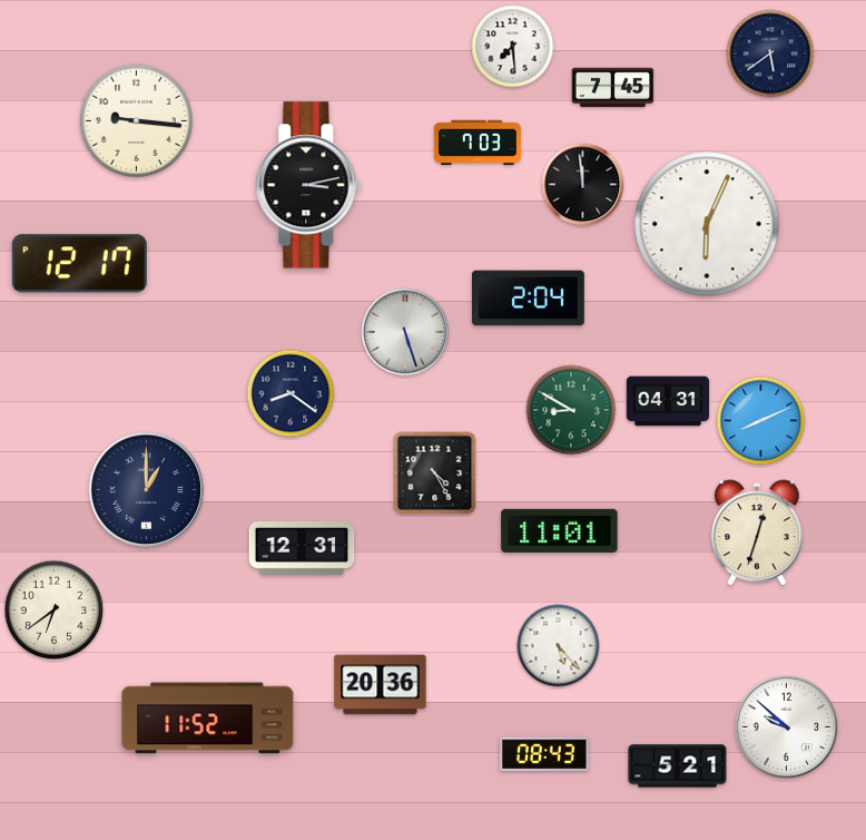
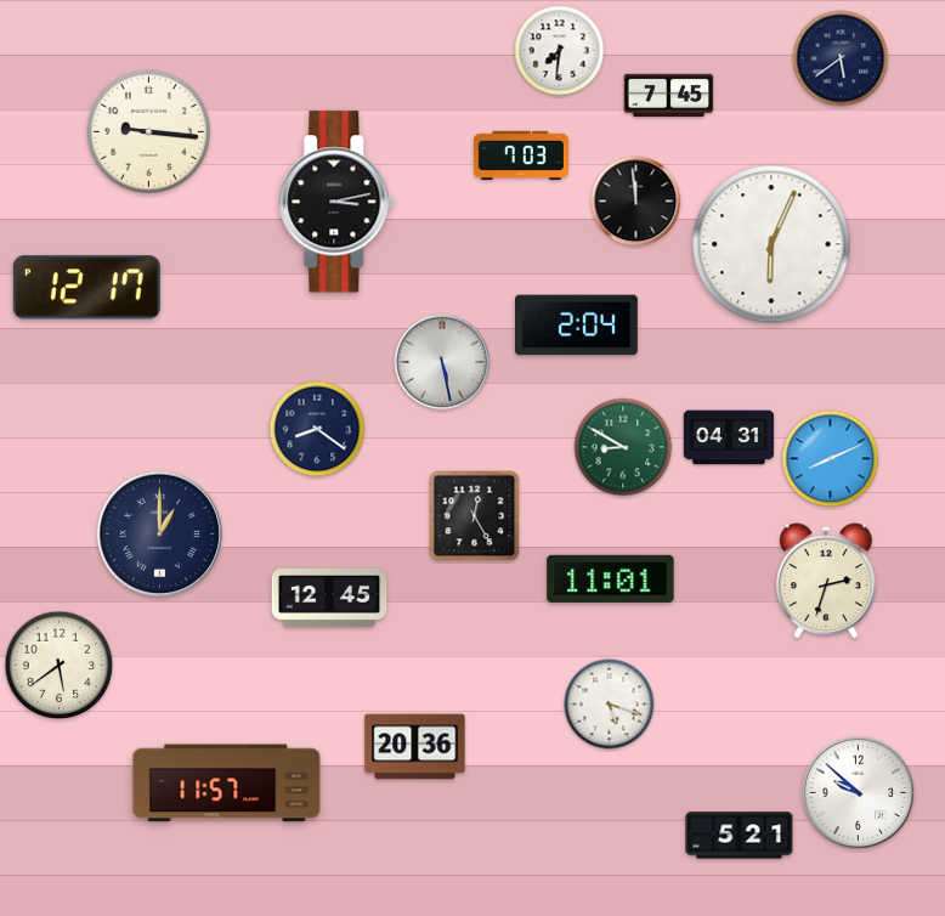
clock at (513, 47): 7:29 -> 7:31
clock at (405, 332): 5:27 -> 5:28
clock at (435, 473): 4:25 -> 12:25
clock at (758, 533): 12:33 -> 2:33
clock at (302, 548): 12:31 -> 12:45
clock at (55, 611): 6:39 -> 5:39
clock at (559, 646): 5:23 -> 5:18
clock at (208, 719): 11:52 -> 11:57
clock at (544, 754): 08:43 -> none
